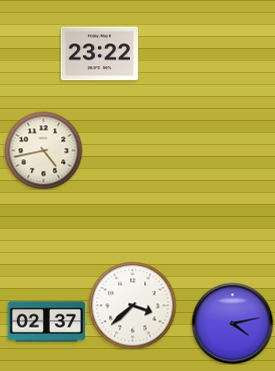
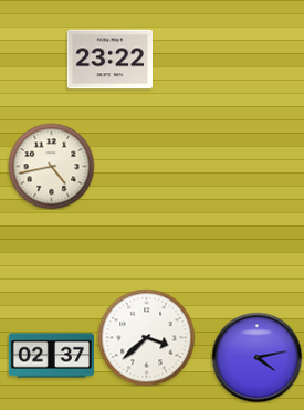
clock at (43, 150) position: (43, 150) -> (51, 166)
